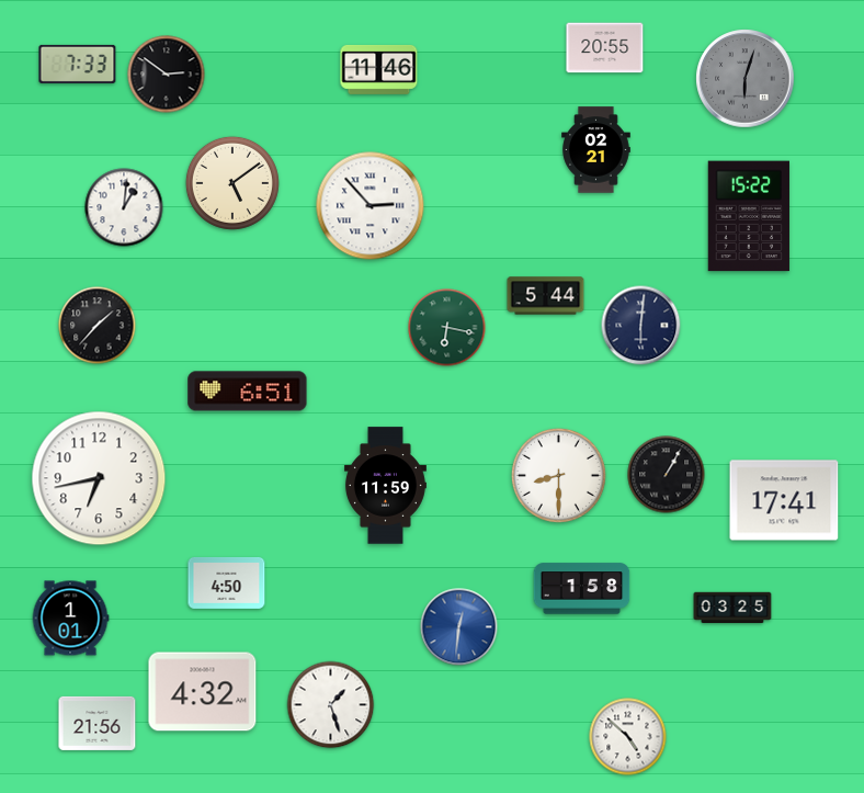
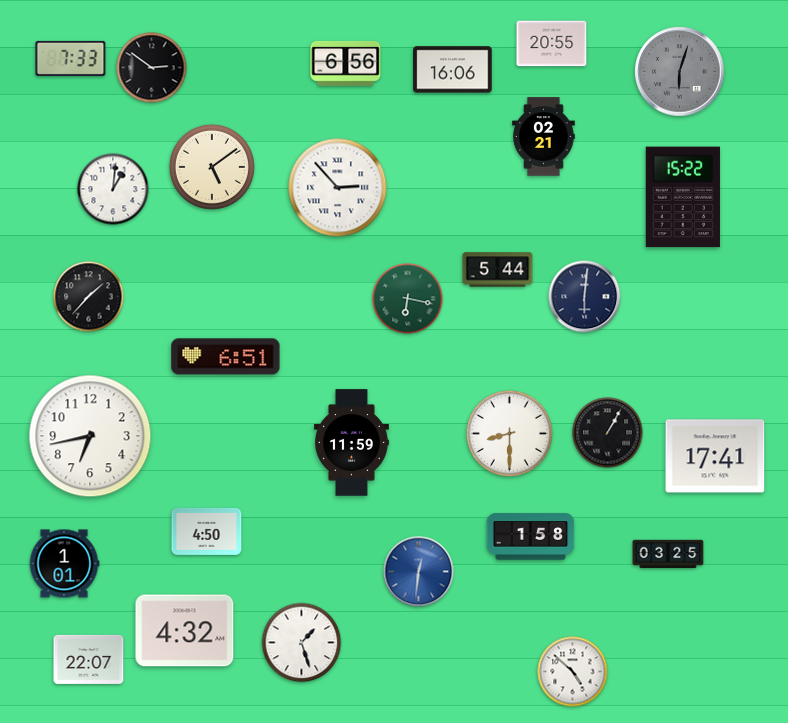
clock at (379, 69): 11:46 -> 6:56
clock at (453, 70): none -> 16:06
clock at (98, 723): 21:56 -> 22:07
